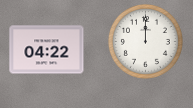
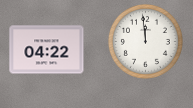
clock at (145, 41): 12:00 -> 11:59
